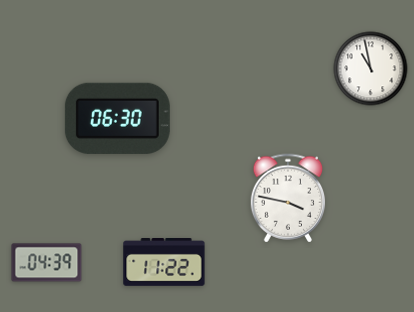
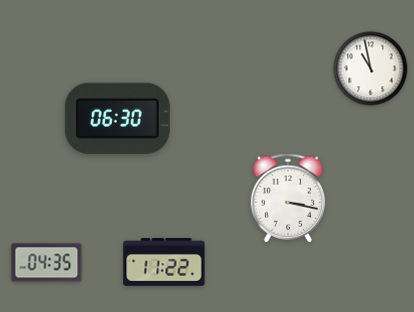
clock at (288, 198): 3:47 -> 3:17
clock at (47, 263): 04:39 -> 04:35
